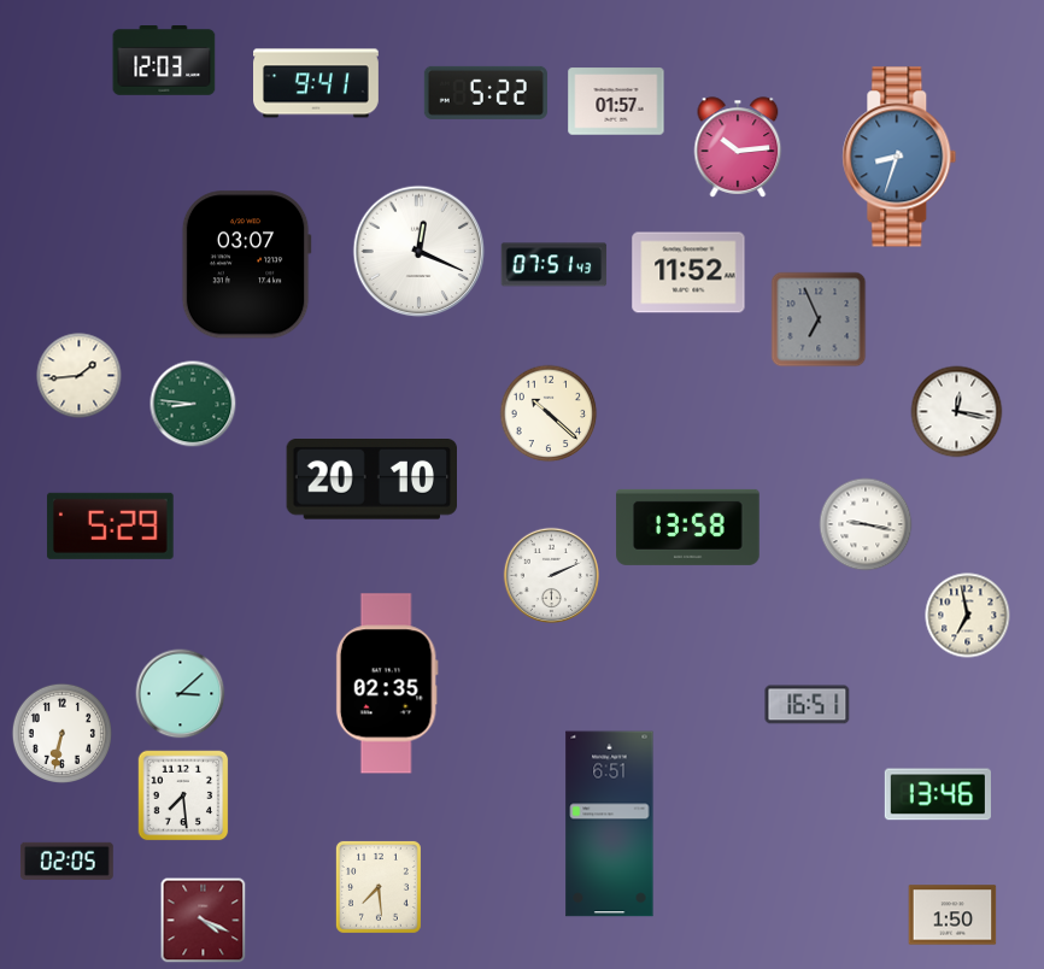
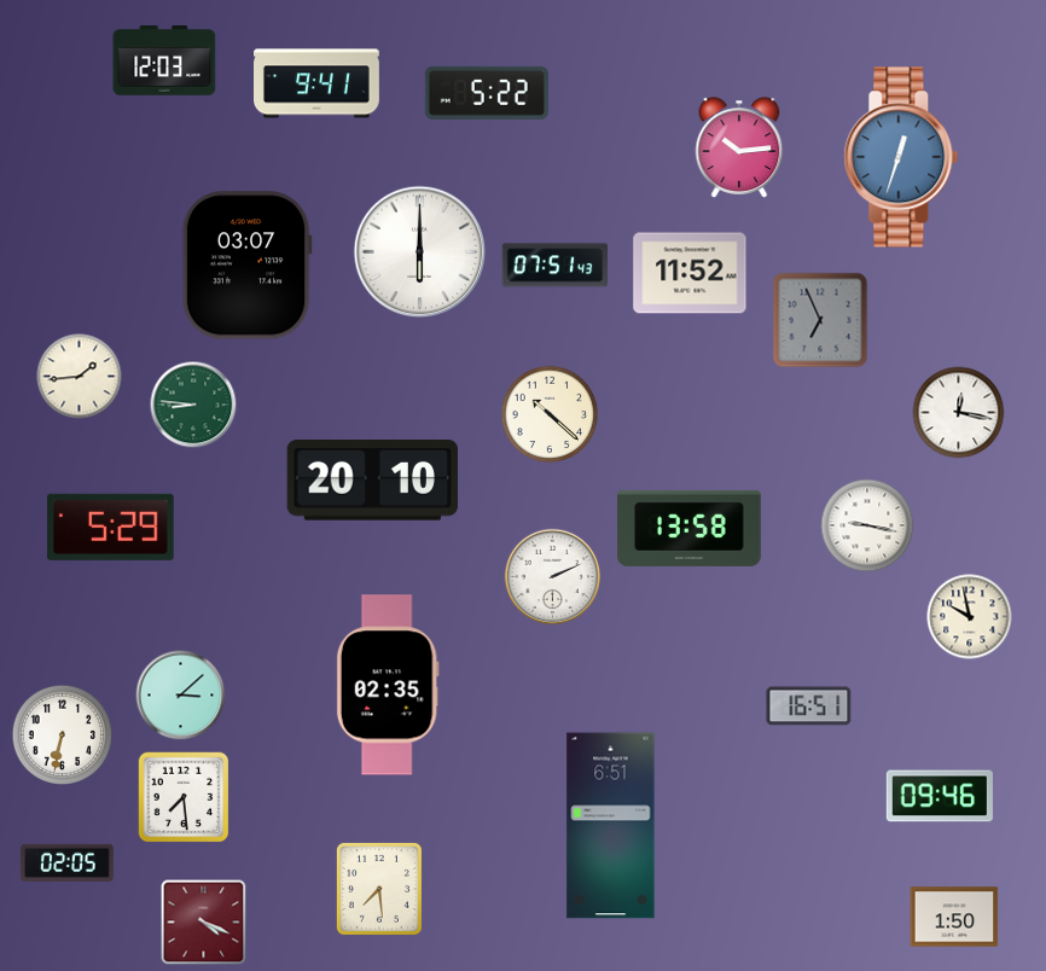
clock at (616, 101): 01:57 -> none
clock at (899, 157): 8:33 -> 12:33
clock at (420, 252): 12:19 -> 6:00
clock at (968, 616): 6:58 -> 9:58
clock at (938, 794): 13:46 -> 09:46
